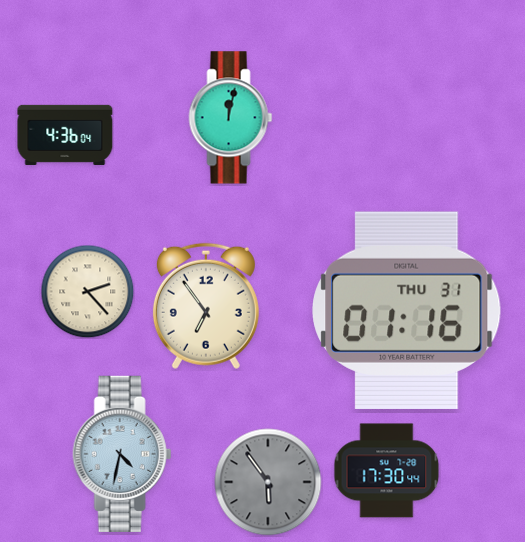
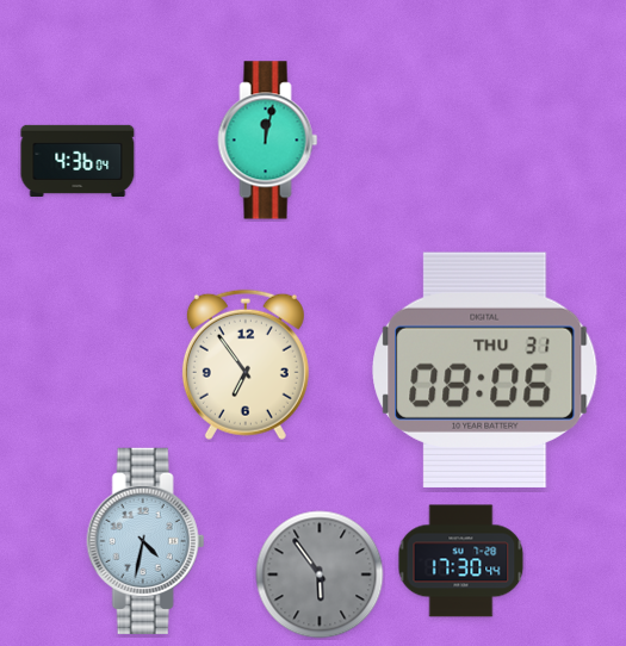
clock at (231, 118) position: (231, 118) -> (268, 141)
clock at (87, 291): 2:23 -> none
clock at (407, 310): 01:16 -> 08:06
